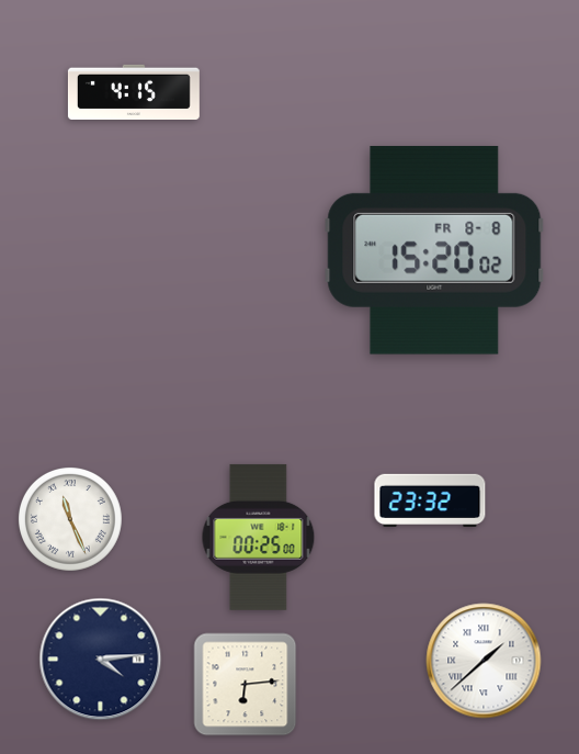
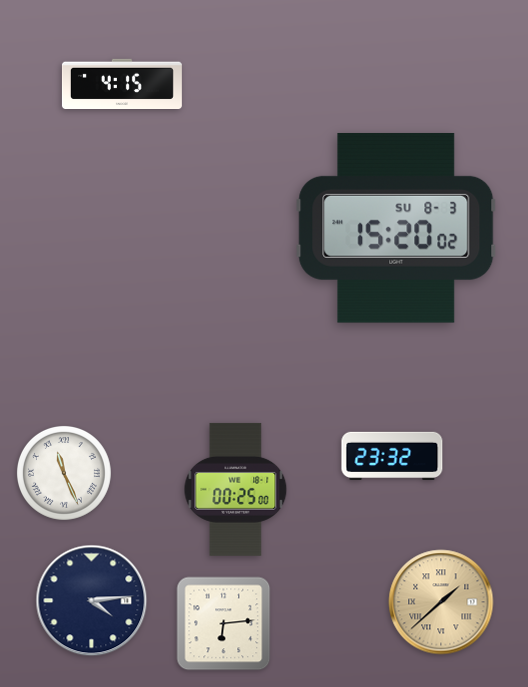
clock at (434, 250) date: FR 8-8 -> SU 8-3
clock at (484, 661) dial: white -> champagne
